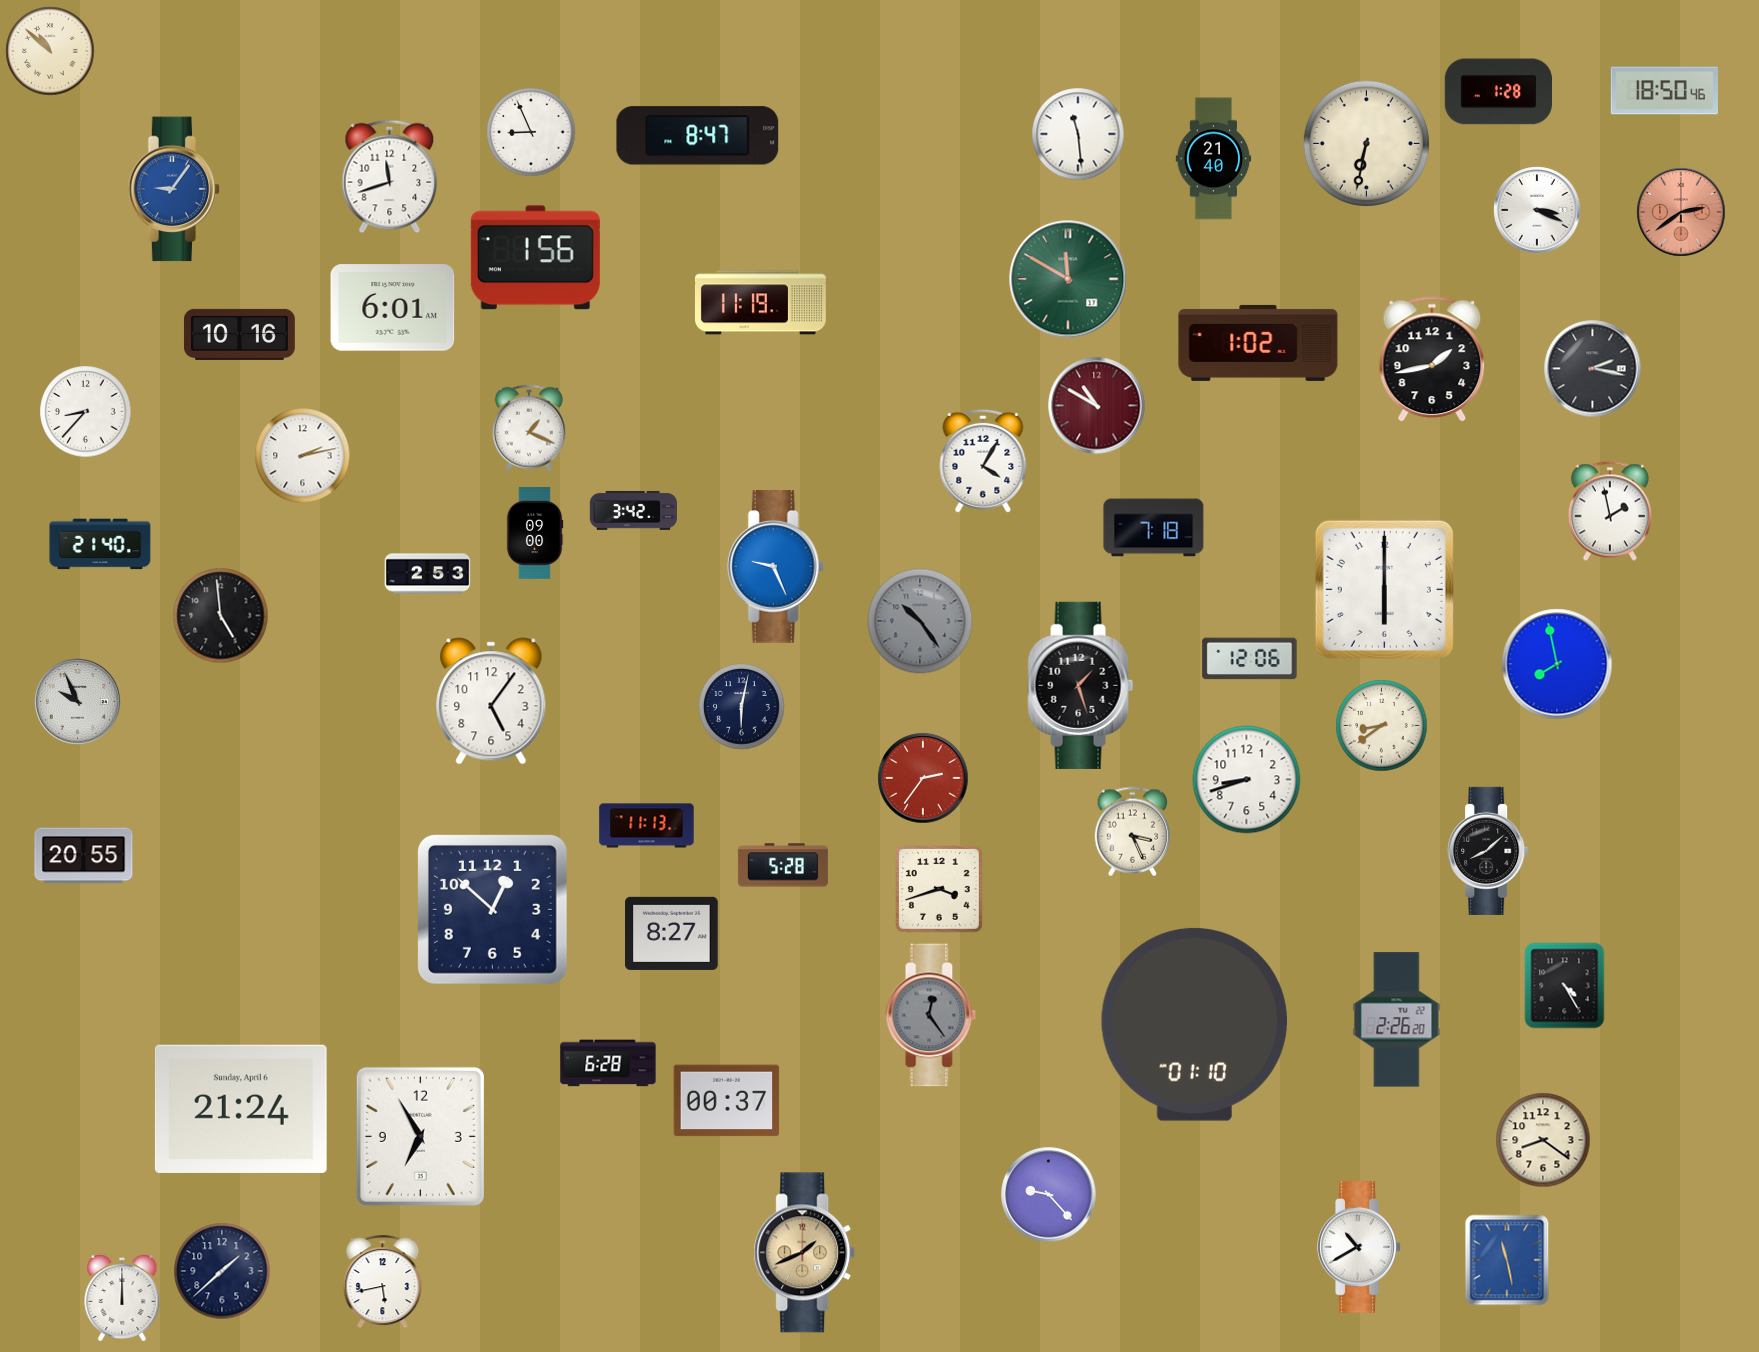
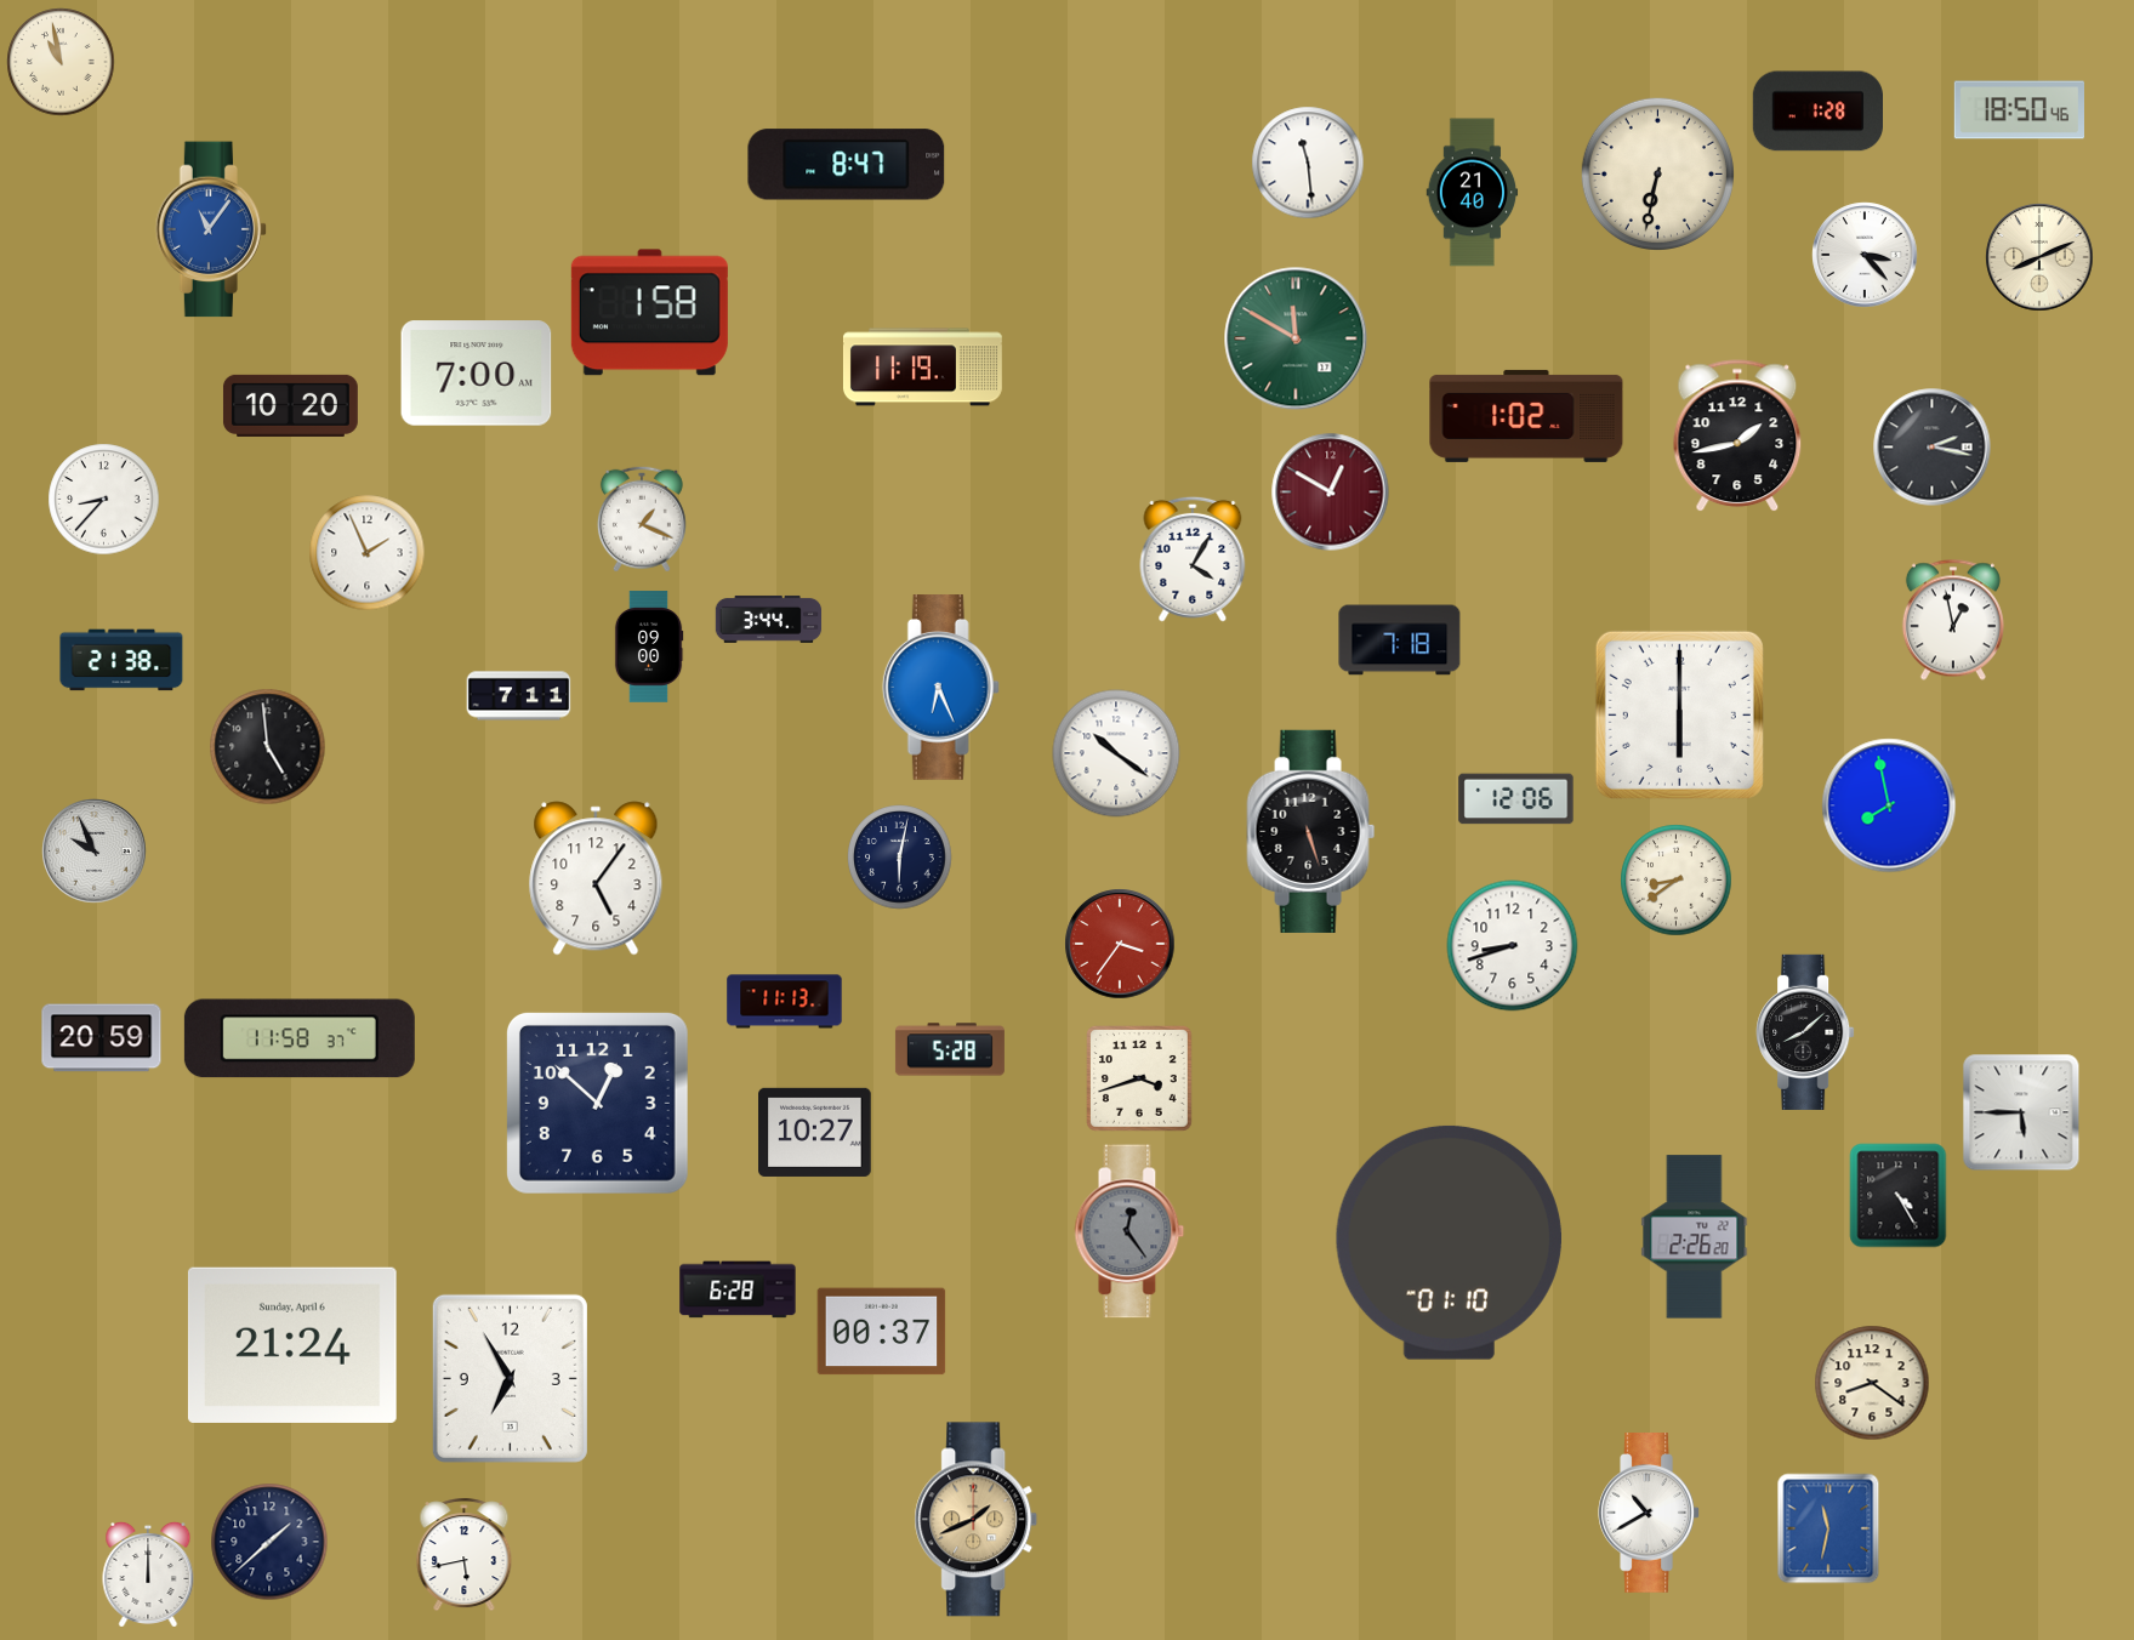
clock at (50, 51): 10:52 -> 10:58
clock at (531, 132): 8:56 -> none
clock at (390, 177): 11:42 -> none
clock at (174, 189): 9:06 -> 11:06
clock at (1537, 210): 3:19 -> 3:23
clock at (1681, 212): 2:39 -> 8:11
clock at (1681, 212) dial: salmon -> cream
clock at (535, 258): 1:56 -> 1:58
clock at (393, 308): 6:01 -> 7:00
clock at (239, 334): 10:16 -> 10:20
clock at (1097, 406): 10:50 -> 12:50
clock at (303, 456): 2:13 -> 1:56
clock at (634, 510): 3:42 -> 3:44
clock at (1610, 511): 1:58 -> 12:58
clock at (100, 544): 21:40 -> 21:38
clock at (775, 567): 9:26 -> 6:26
clock at (428, 574): 2:53 -> 7:11
clock at (920, 621): 10:24 -> 10:21
clock at (920, 621) dial: grey -> white
clock at (1081, 685): 1:27 -> 5:27
clock at (491, 701) position: (491, 701) -> (596, 878)
clock at (923, 778): 2:36 -> 3:36
clock at (1133, 832): 3:26 -> none
clock at (84, 856): 20:55 -> 20:59
clock at (300, 1038): none -> 11:58
clock at (2021, 1112): none -> 5:45
clock at (672, 933): 8:27 -> 10:27
clock at (727, 1101) position: (727, 1101) -> (882, 1332)
clock at (1049, 1195): 9:23 -> none
clock at (1507, 1260): 11:28 -> 11:32
